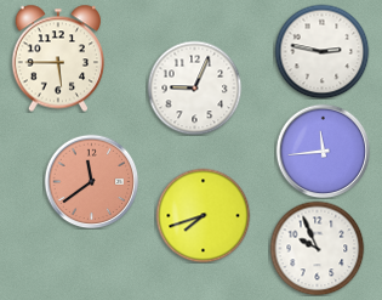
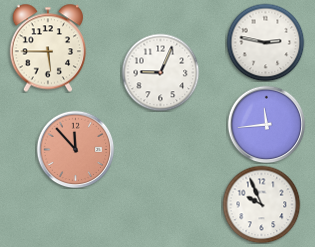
clock at (91, 181): 11:39 -> 11:53
clock at (203, 215): 7:42 -> none
